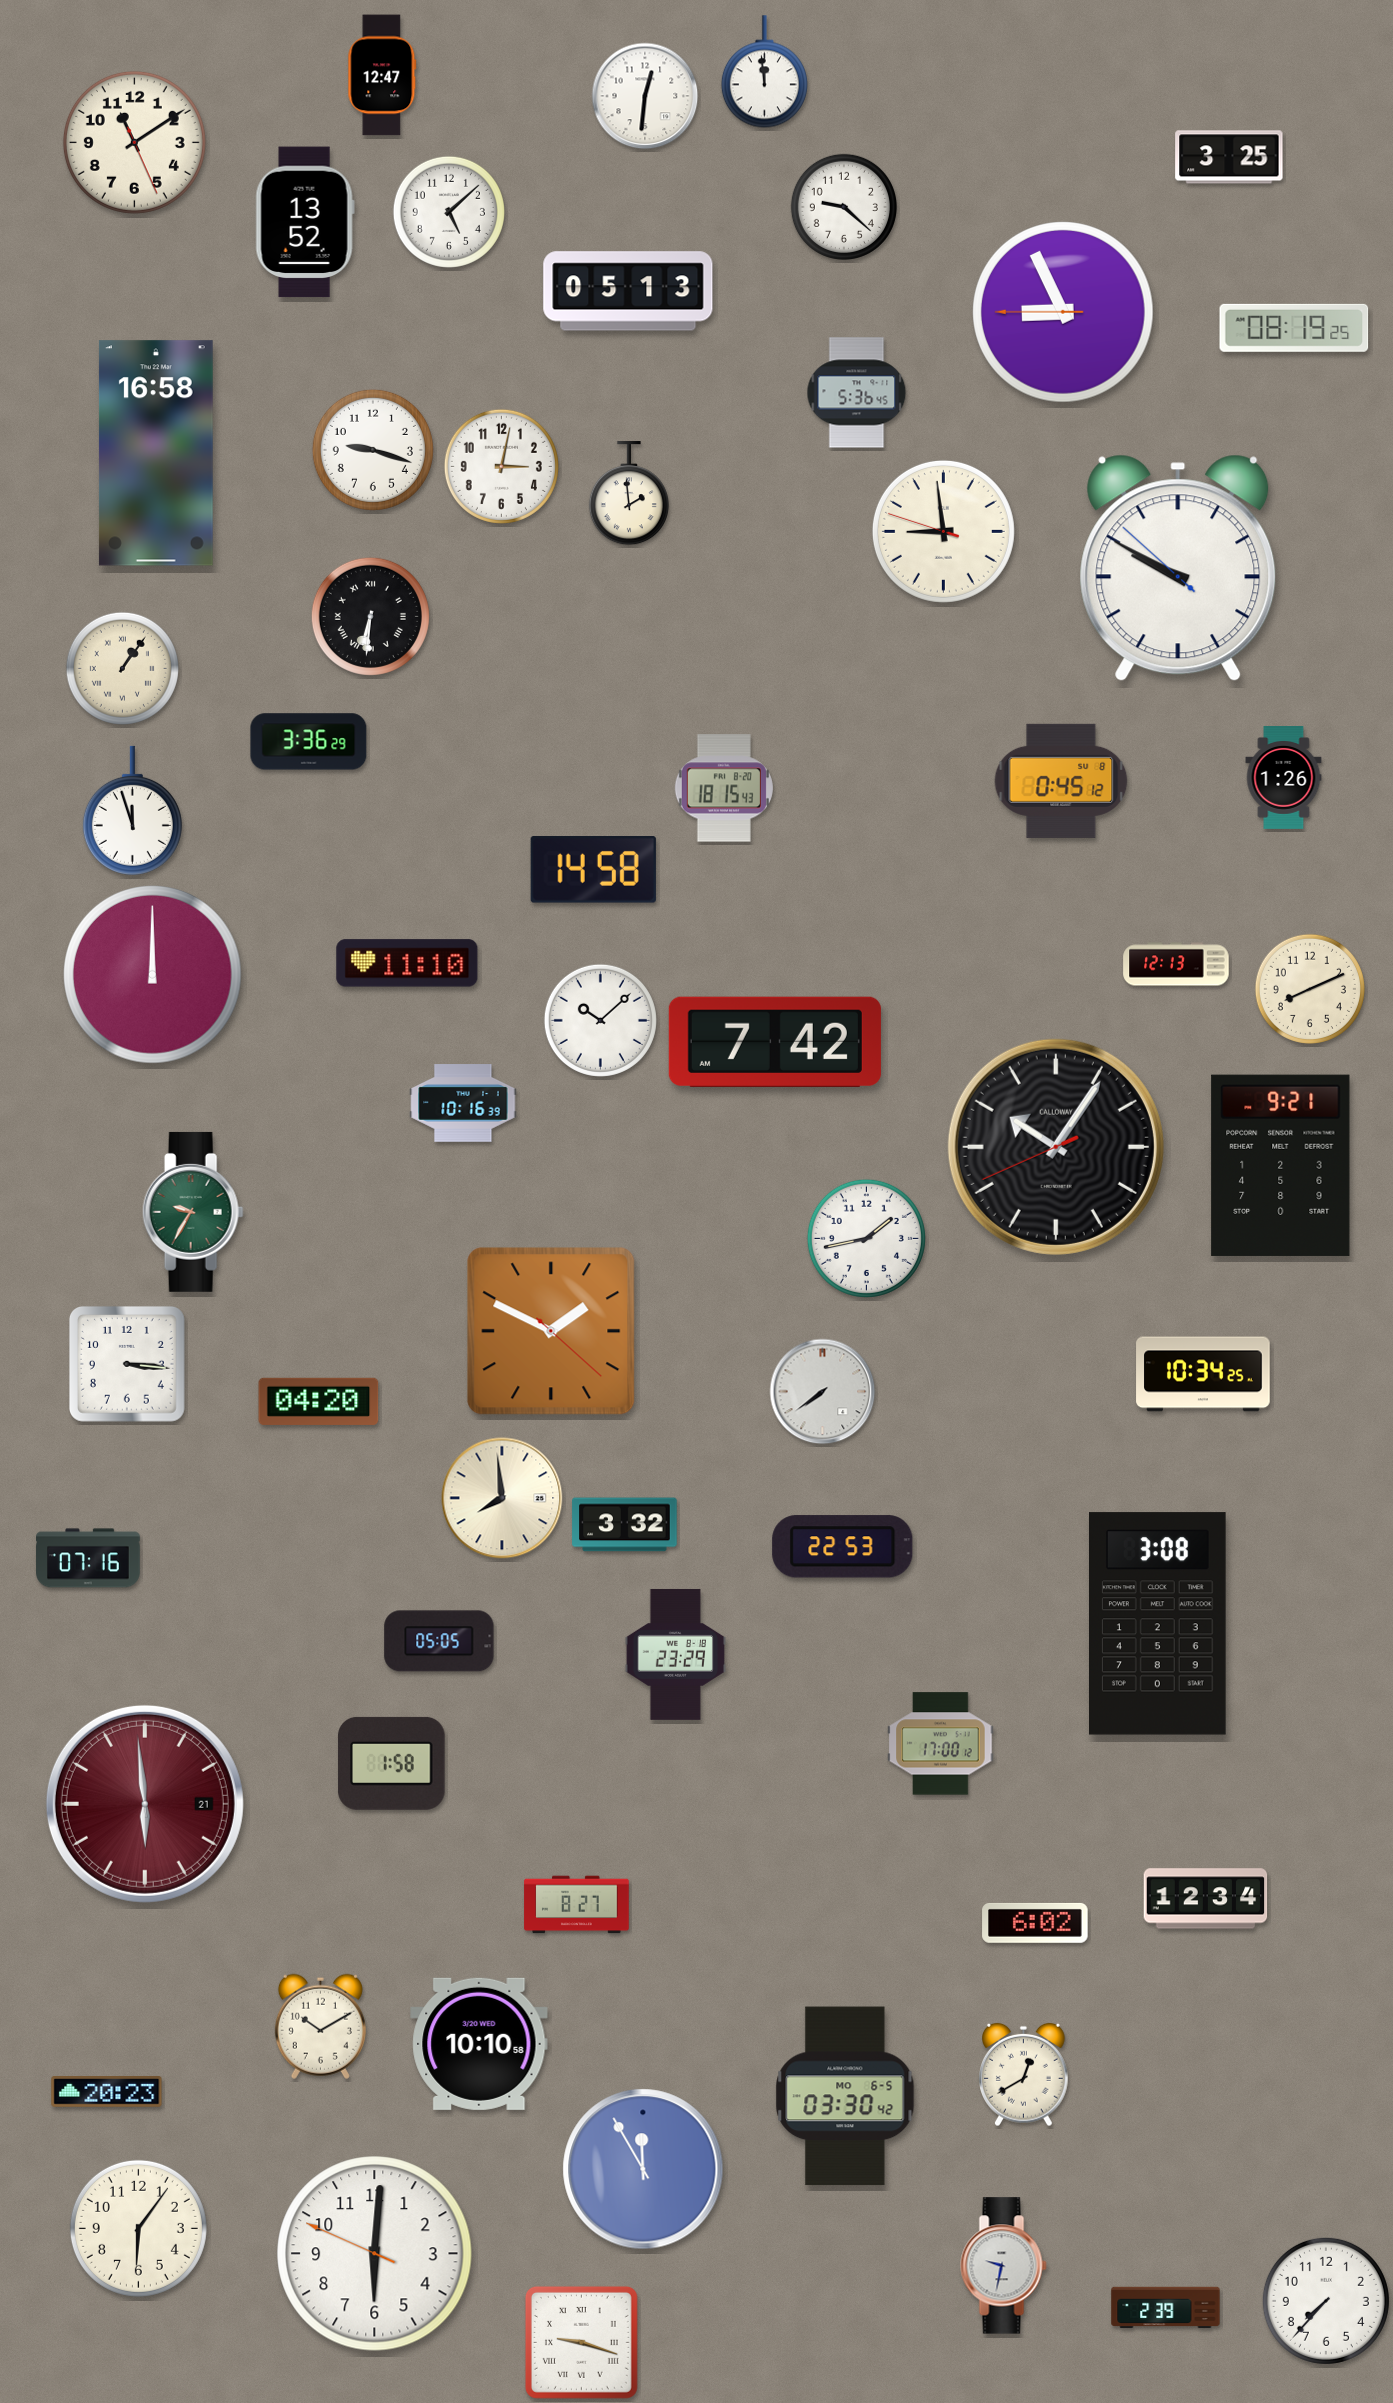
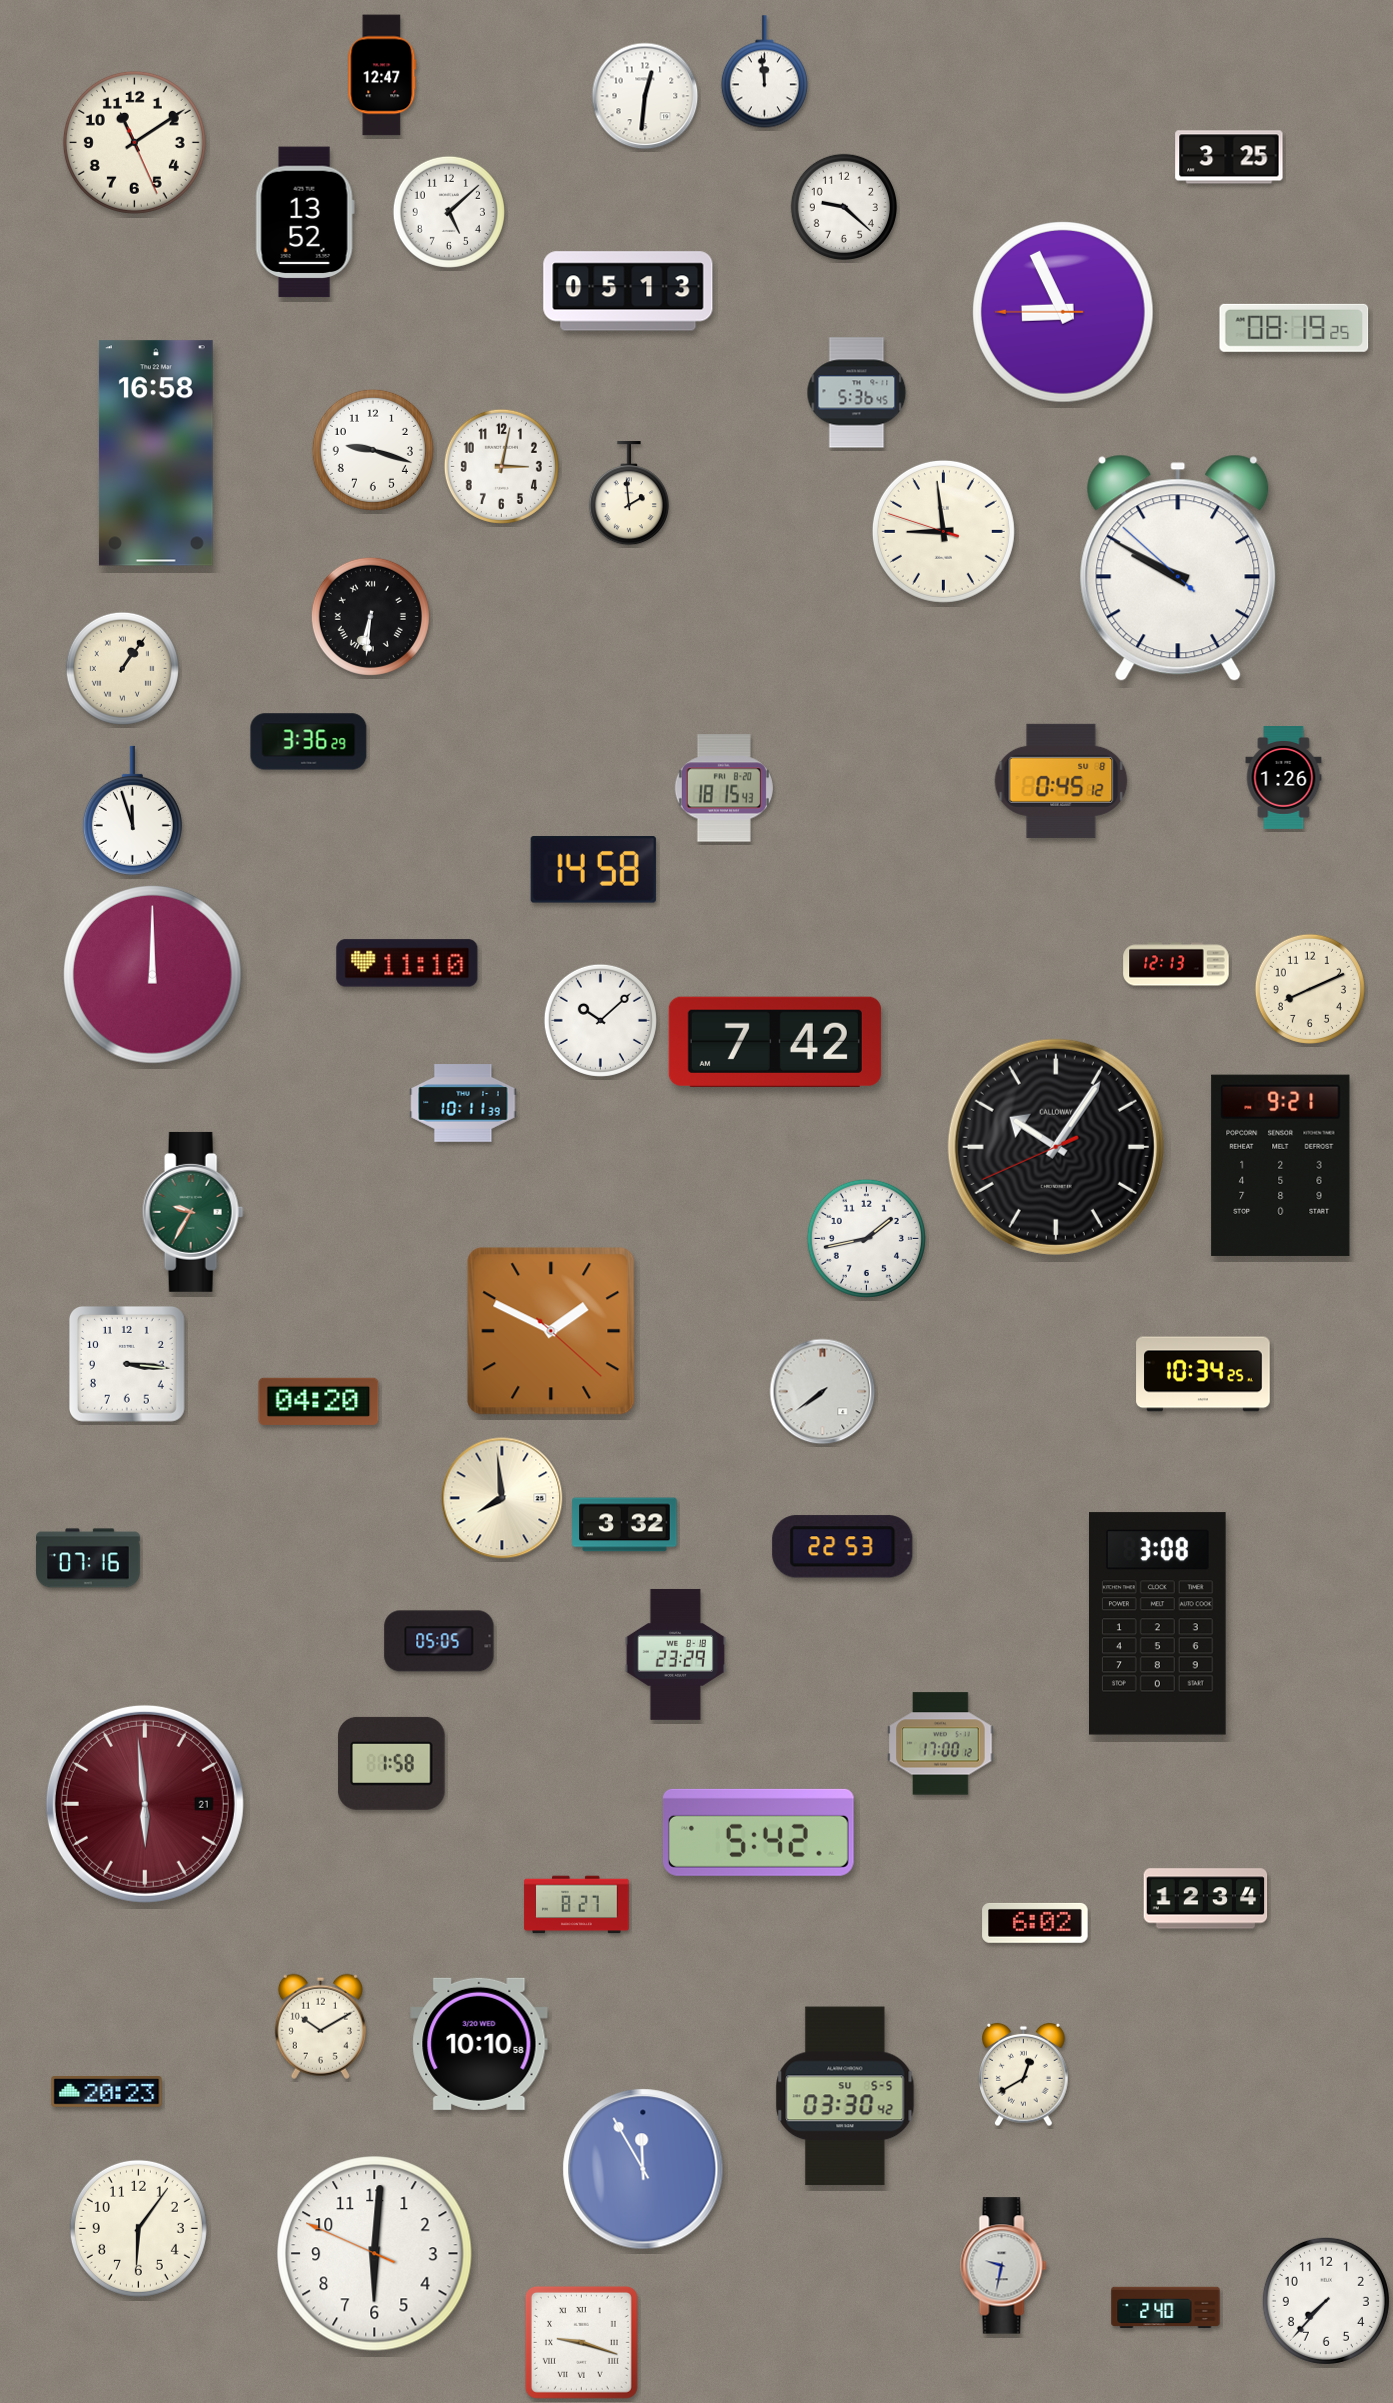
clock at (463, 1103): 10:16 -> 10:11
clock at (758, 1832): none -> 5:42
clock at (845, 2096) date: MO 6-5 -> SU 5-5
clock at (1166, 2308): 2:39 -> 2:40
